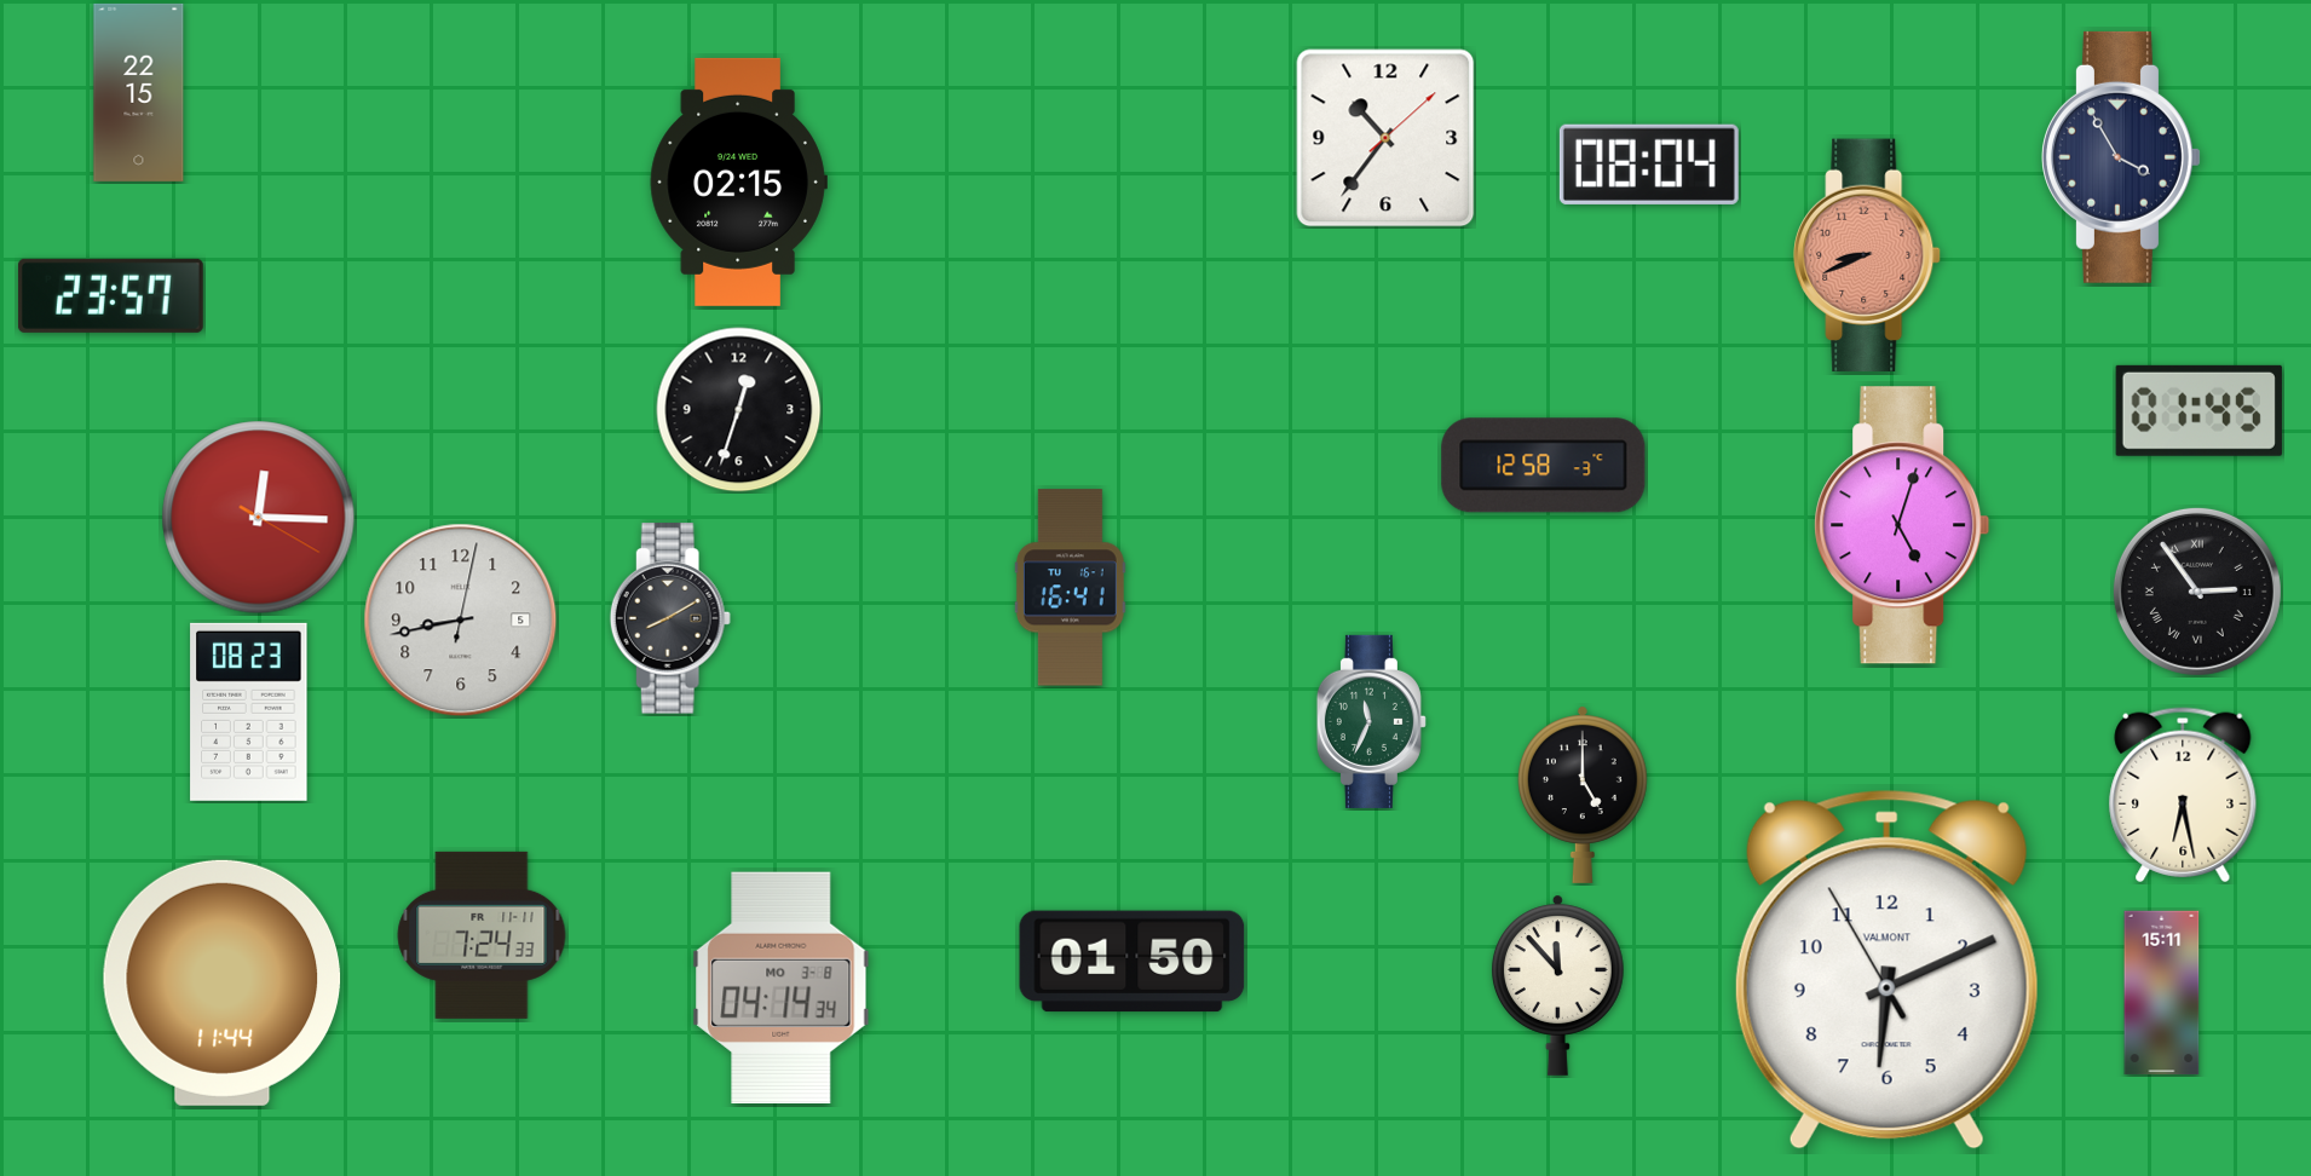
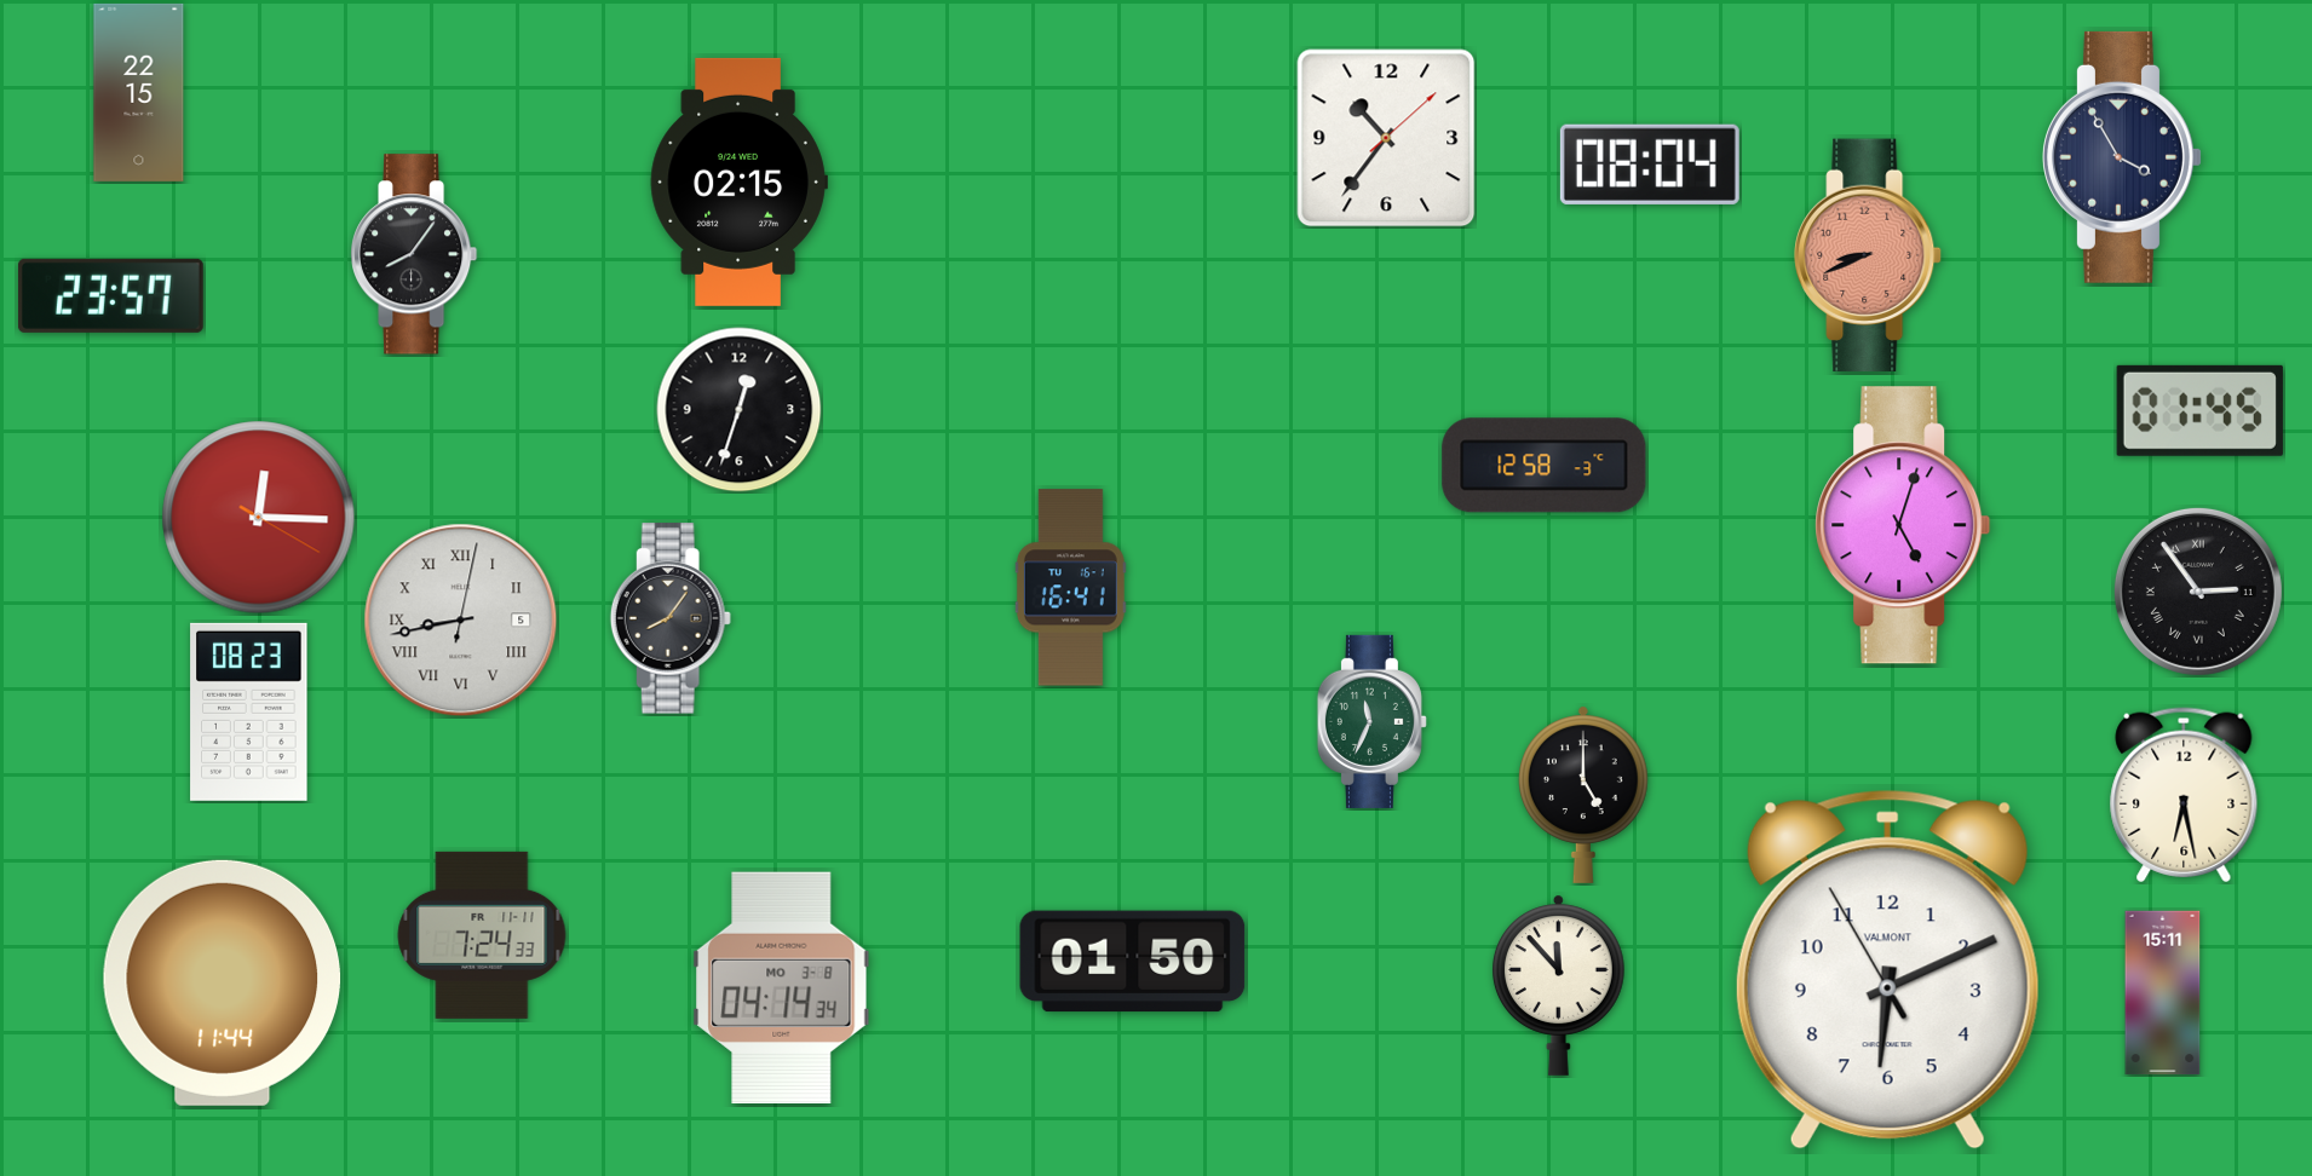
clock at (414, 254): none -> 8:06
clock at (670, 618): 8:10 -> 8:06
clock at (461, 621) numerals: Arabic -> Roman
